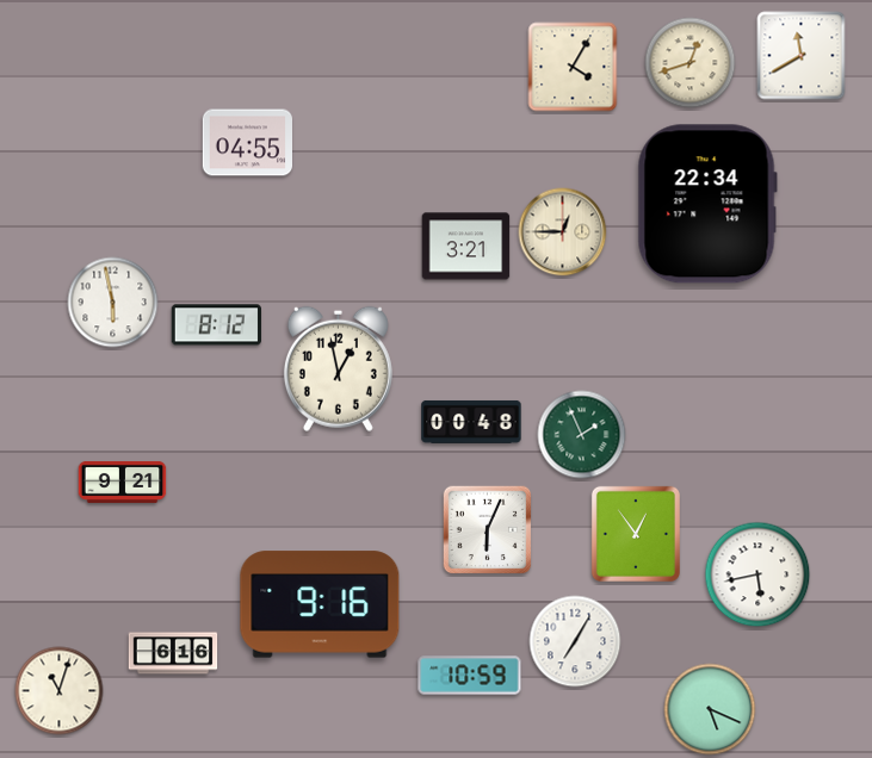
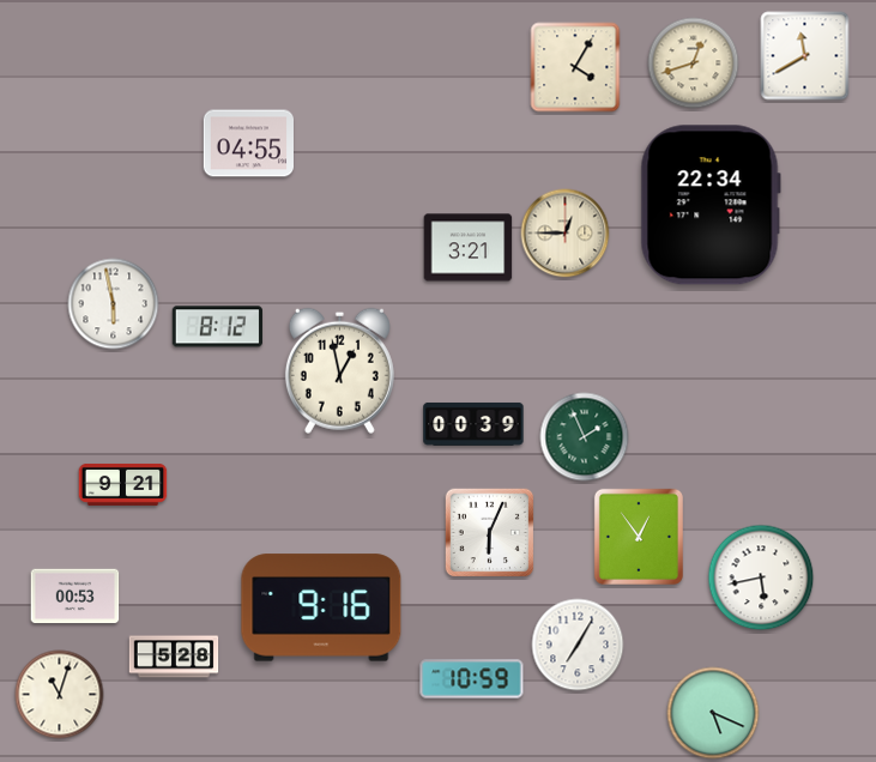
clock at (471, 422): 00:48 -> 00:39
clock at (75, 597): none -> 00:53
clock at (173, 653): 6:16 -> 5:28
